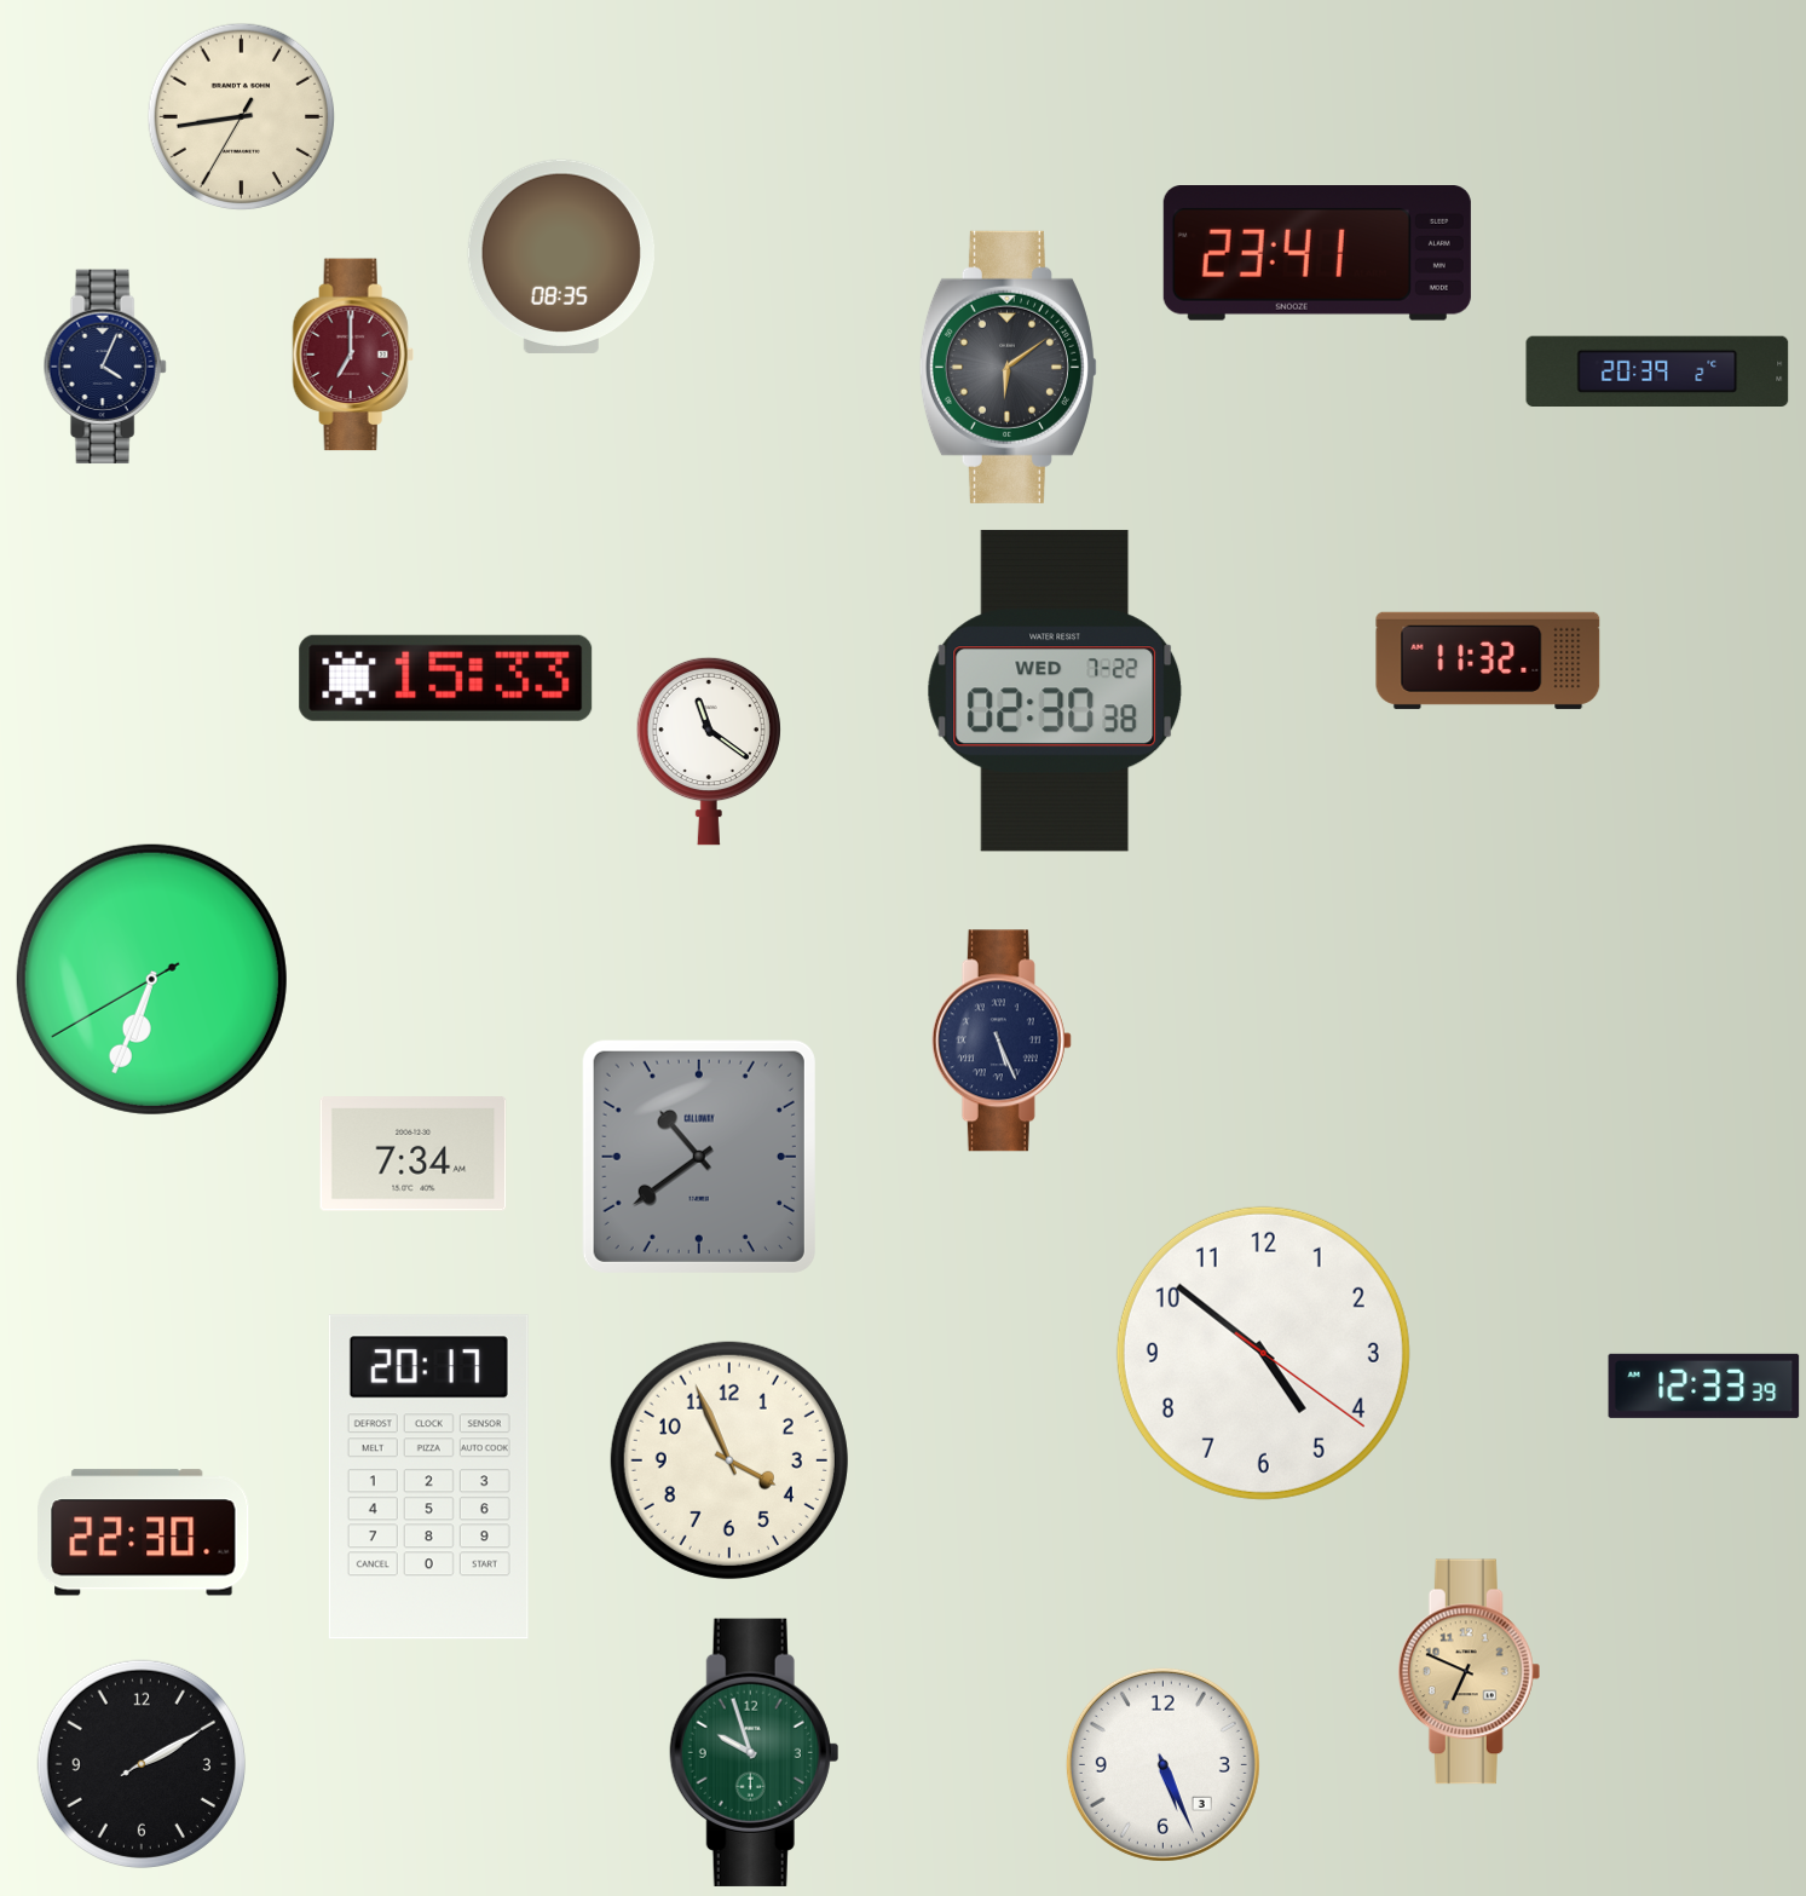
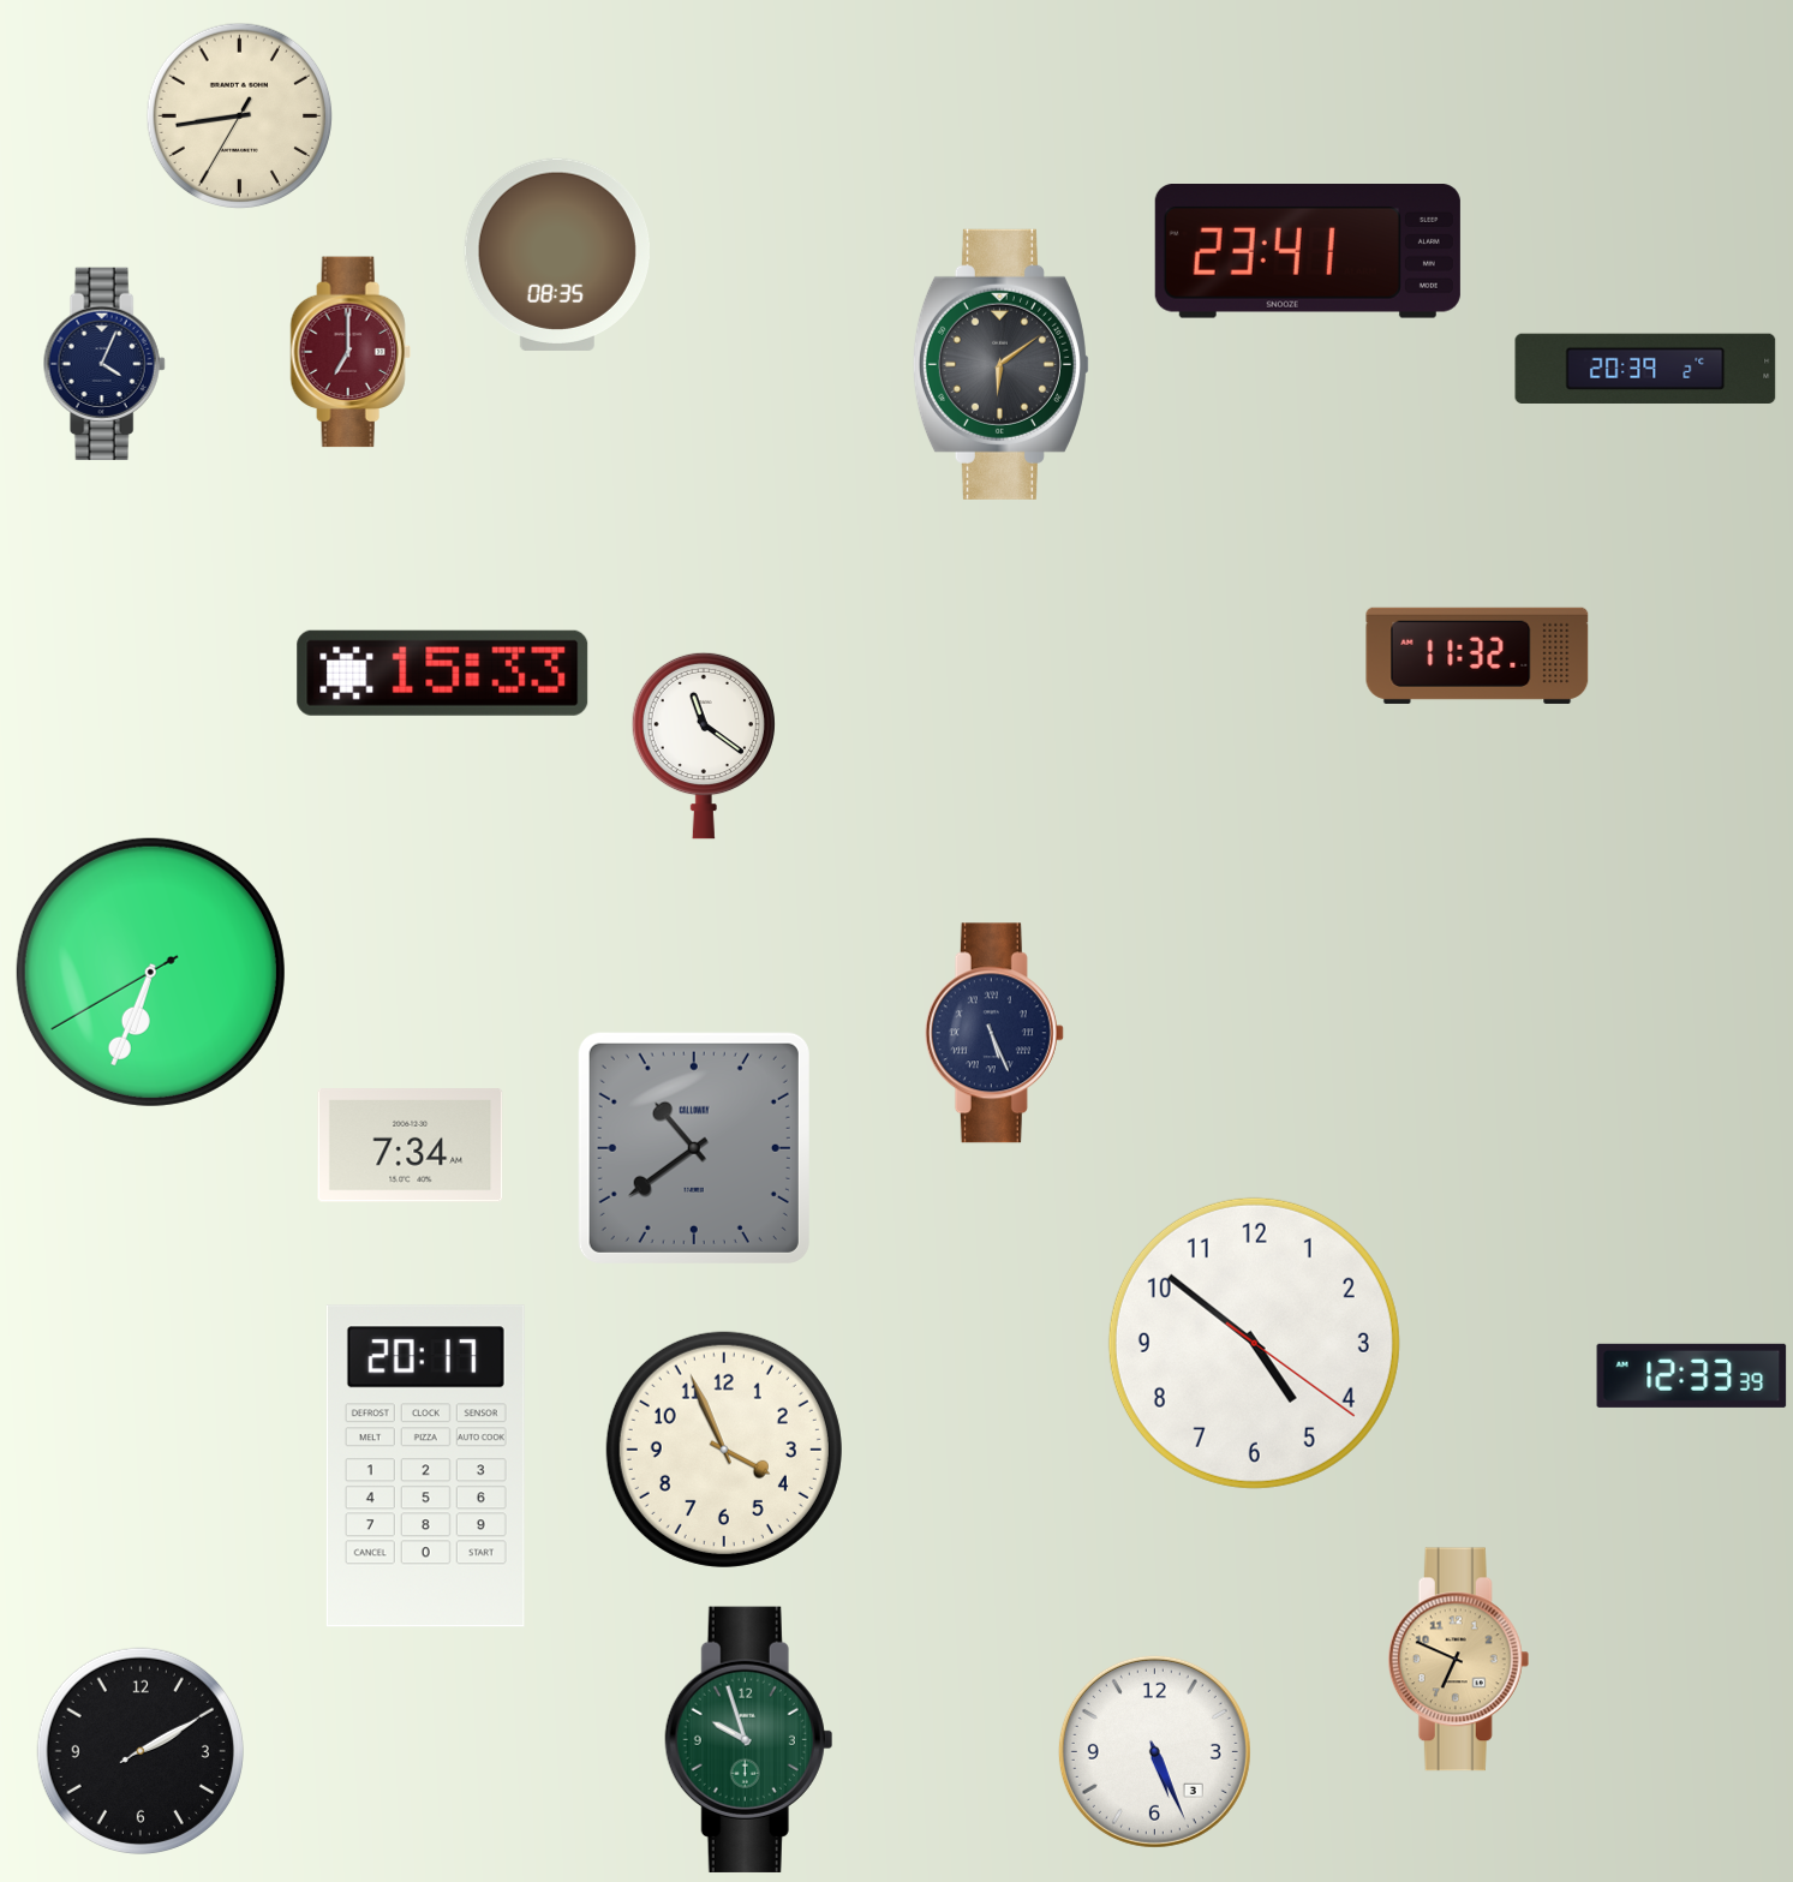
clock at (1055, 691): 02:30 -> none
clock at (144, 1533): 22:30 -> none
